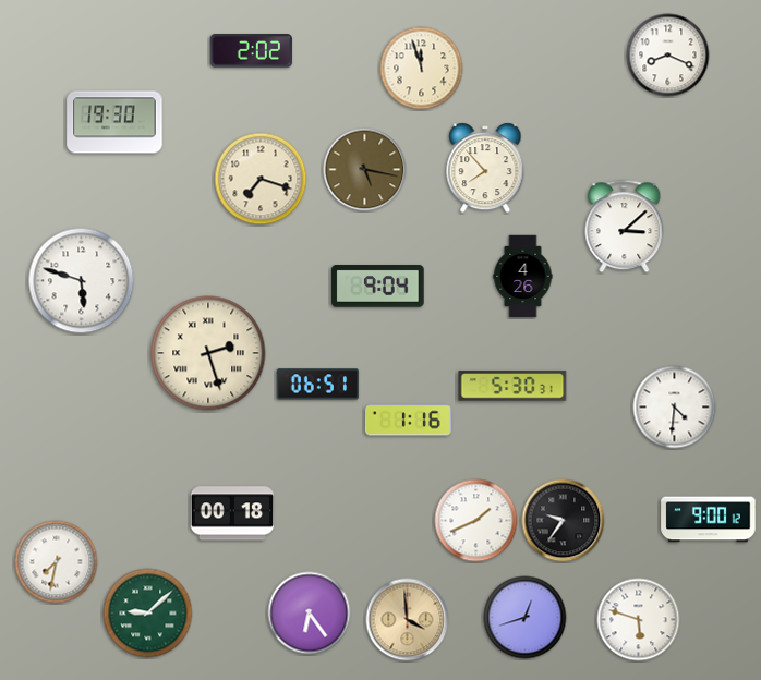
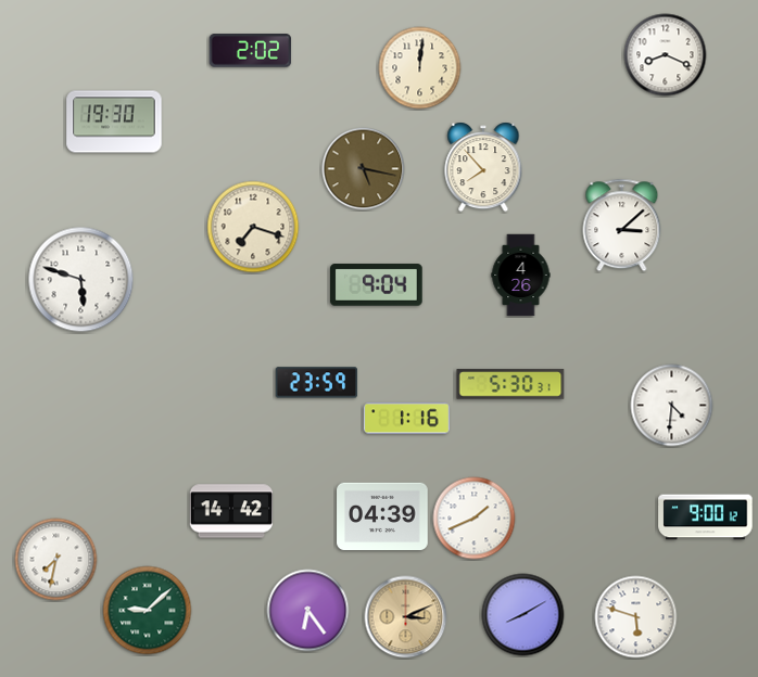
clock at (422, 69): 11:57 -> 12:01
clock at (261, 179) position: (261, 179) -> (253, 227)
clock at (208, 353): 2:27 -> none
clock at (318, 385): 06:51 -> 23:59
clock at (232, 513): 00:18 -> 14:42
clock at (382, 516): none -> 04:39
clock at (564, 521): 9:36 -> none
clock at (526, 618): 12:42 -> 8:10
clock at (408, 620): 3:59 -> 3:11
